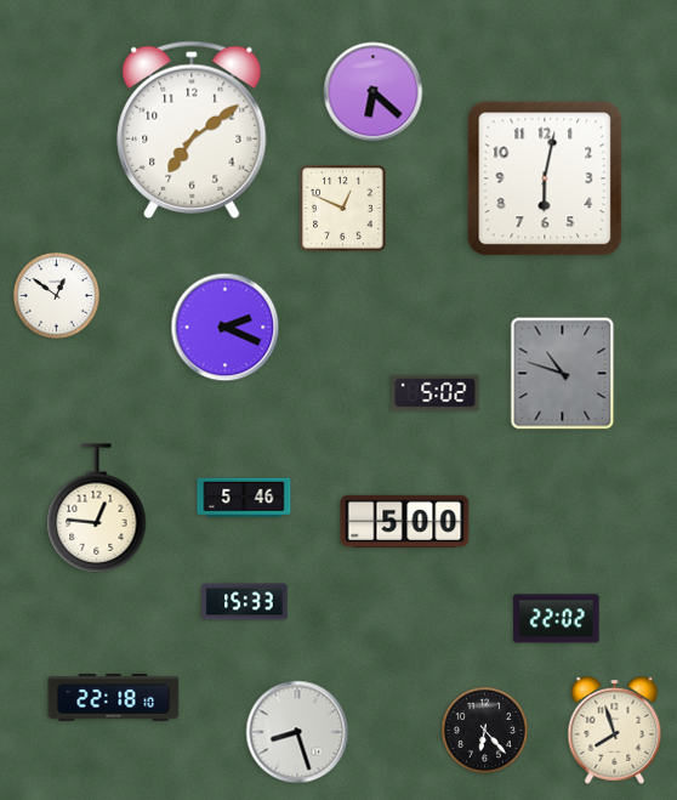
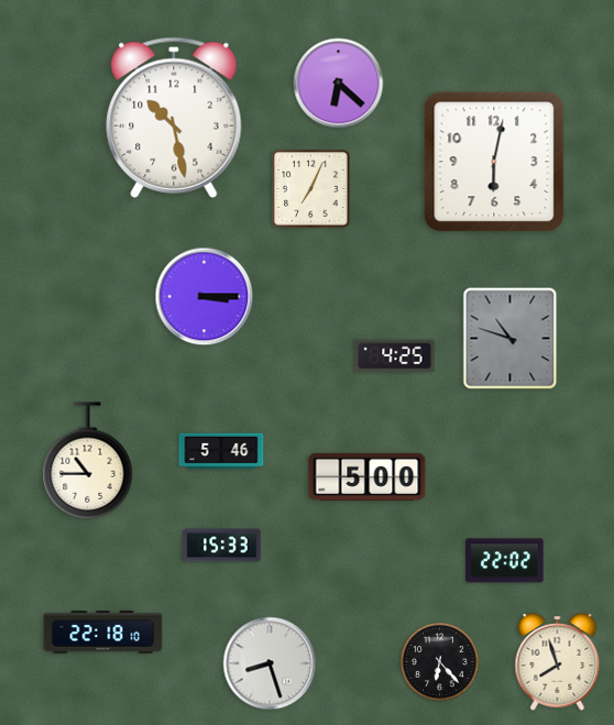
clock at (192, 130): 7:09 -> 10:28
clock at (343, 209): 12:49 -> 7:04
clock at (56, 295): 12:51 -> none
clock at (226, 328): 2:19 -> 3:15
clock at (436, 393): 5:02 -> 4:25
clock at (97, 509): 12:46 -> 10:45
clock at (405, 521) position: (405, 521) -> (368, 476)
